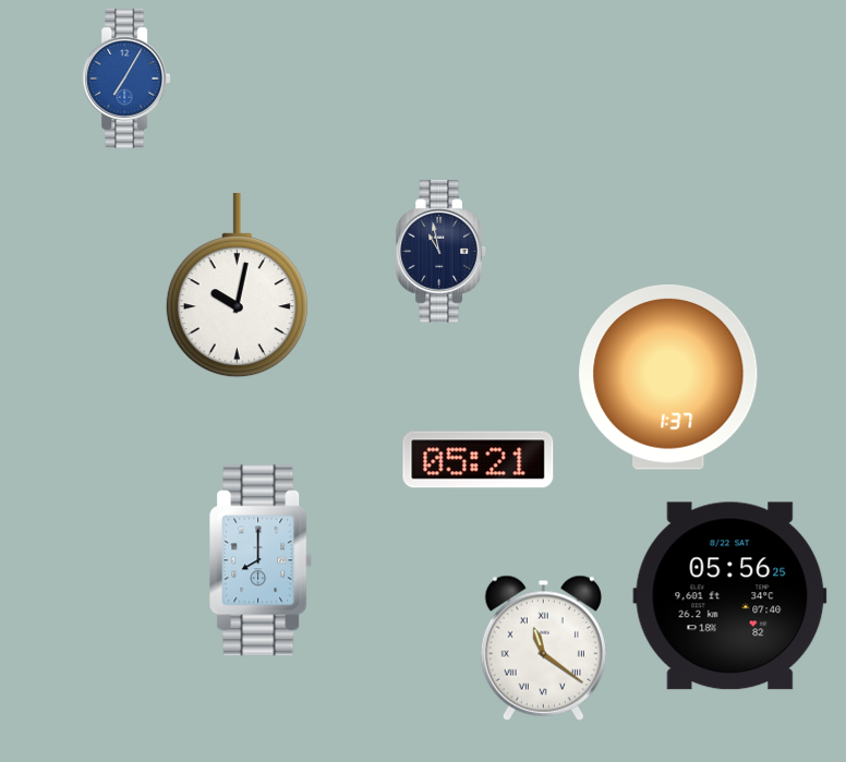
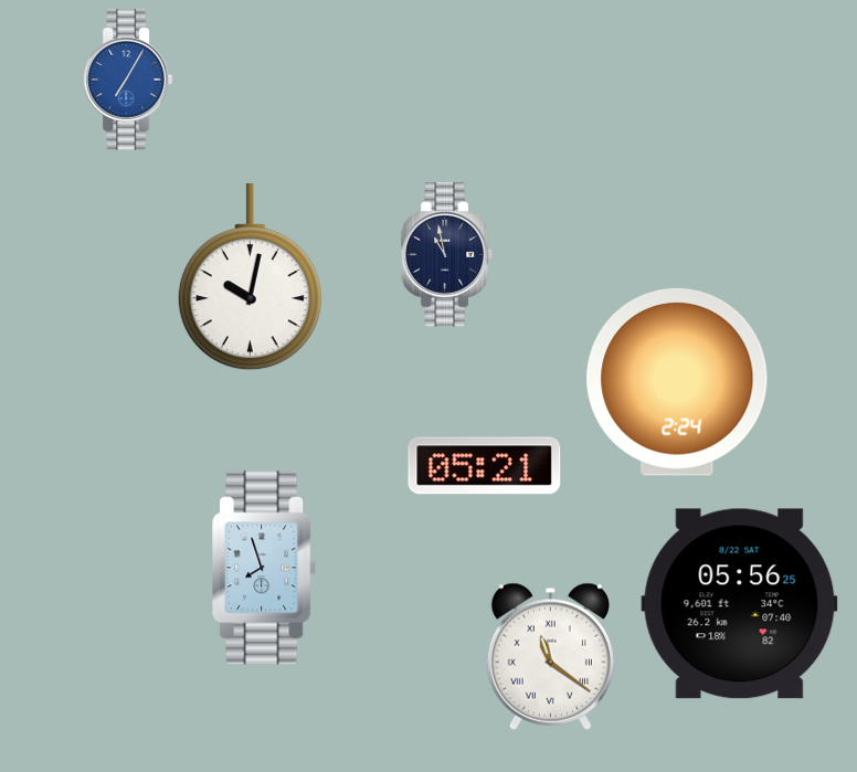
clock at (237, 286) position: (237, 286) -> (250, 277)
clock at (668, 377): 1:37 -> 2:24
clock at (262, 560): 8:00 -> 7:57
